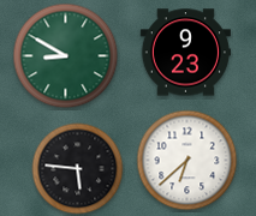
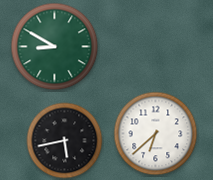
clock at (185, 53): 9:23 -> none
clock at (78, 169): 5:46 -> 5:43
